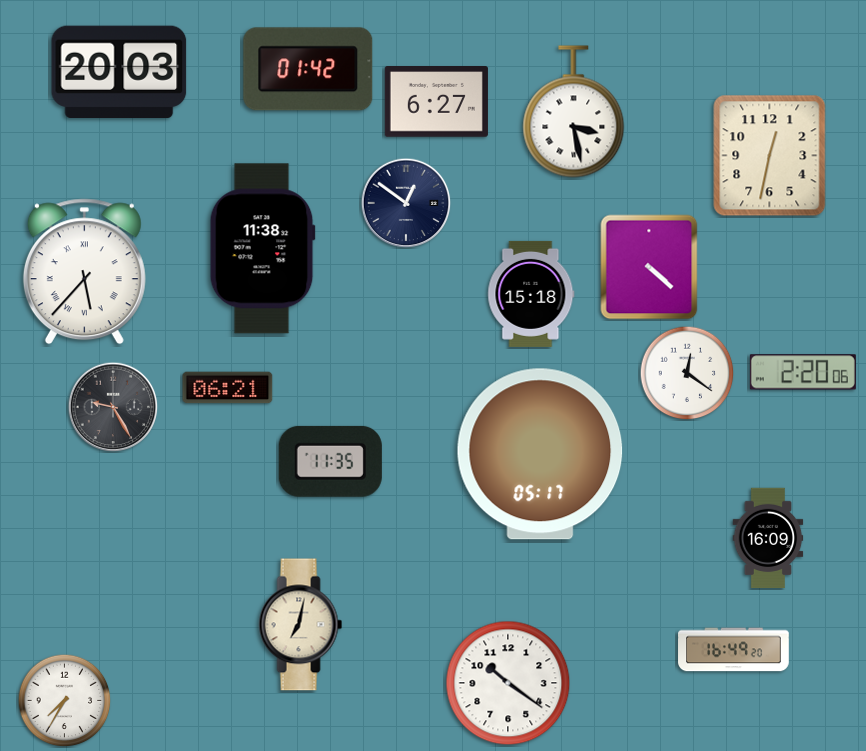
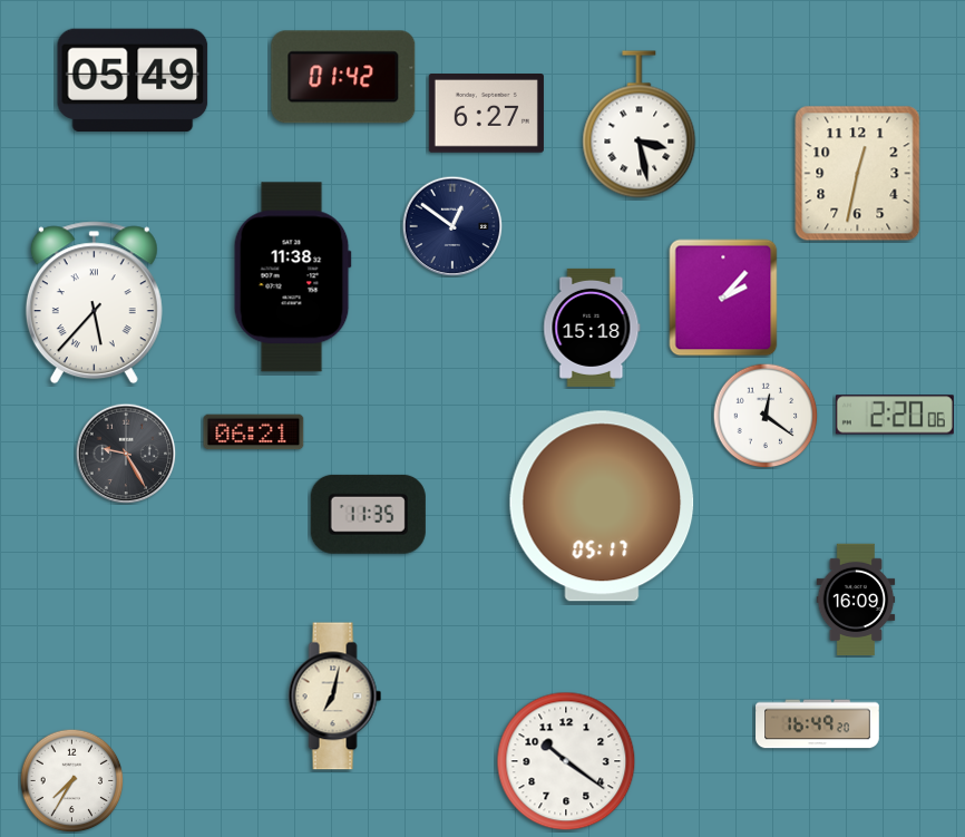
clock at (119, 71): 20:03 -> 05:49
clock at (649, 267): 4:22 -> 2:07
